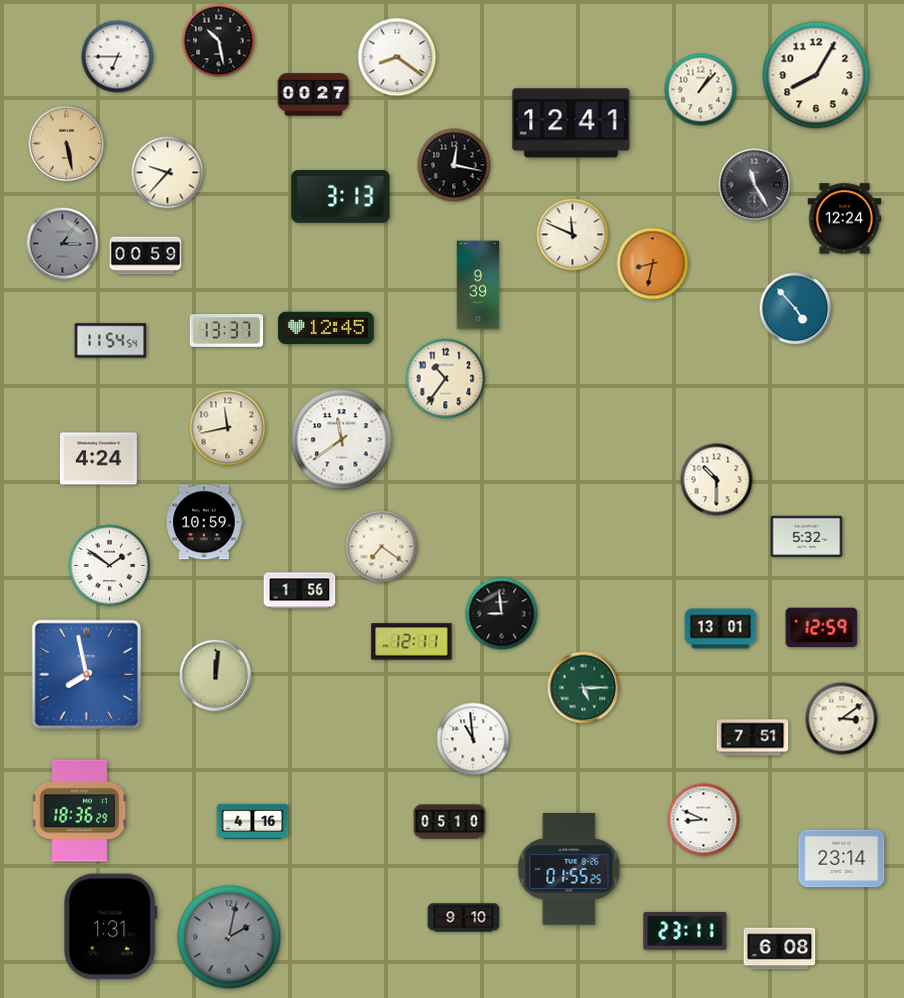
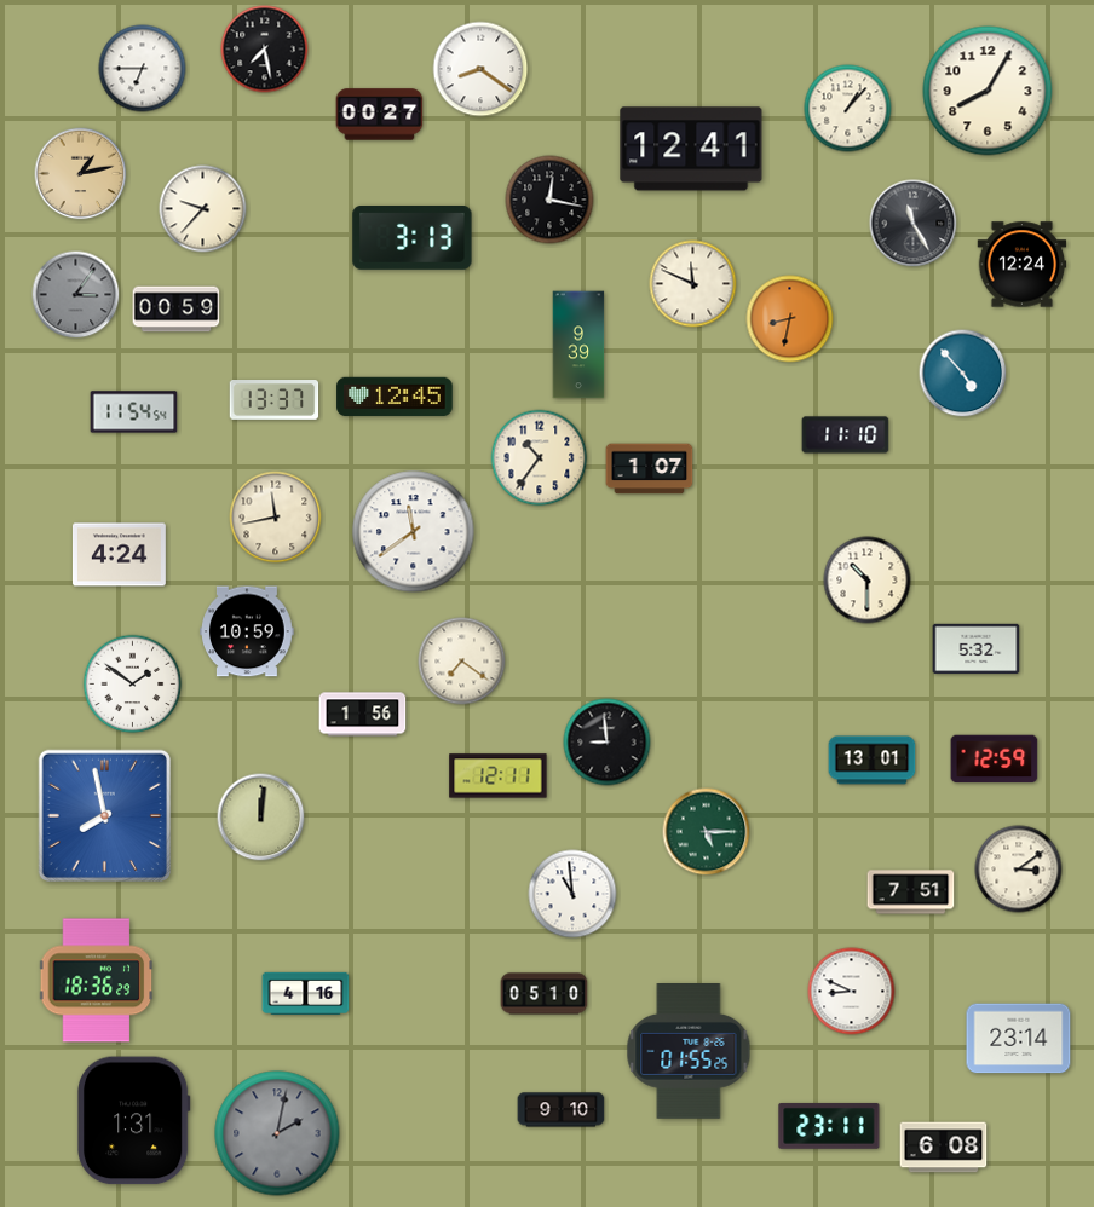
clock at (219, 41): 10:28 -> 7:28
clock at (67, 144): 5:28 -> 1:13
clock at (846, 435): none -> 11:10
clock at (650, 469): none -> 1:07
